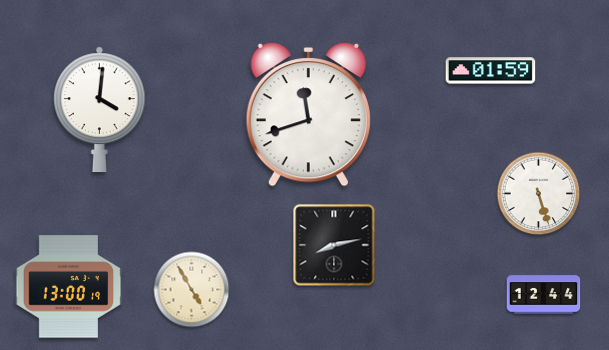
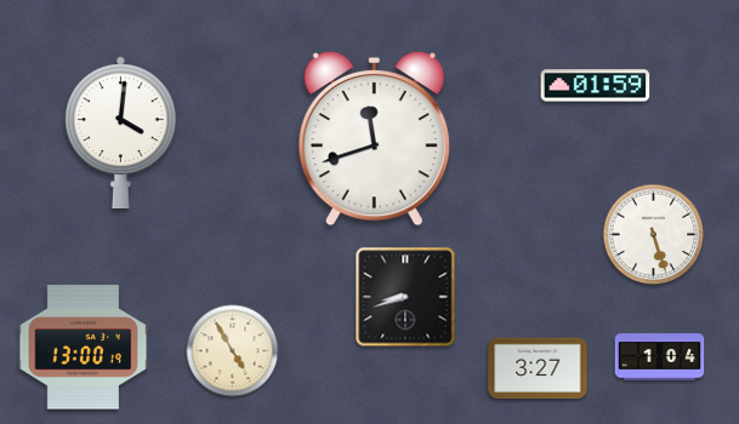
clock at (334, 245): 8:13 -> 8:42
clock at (544, 295): 12:44 -> 1:04
clock at (538, 368): none -> 3:27
